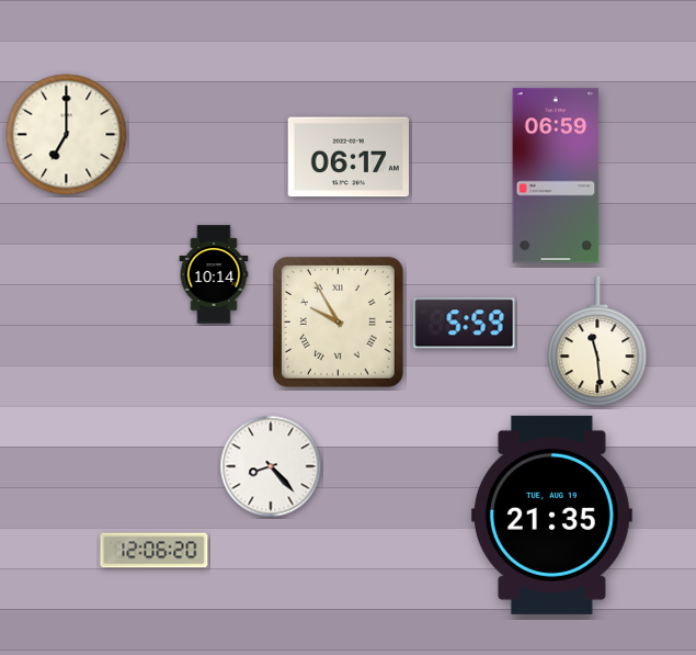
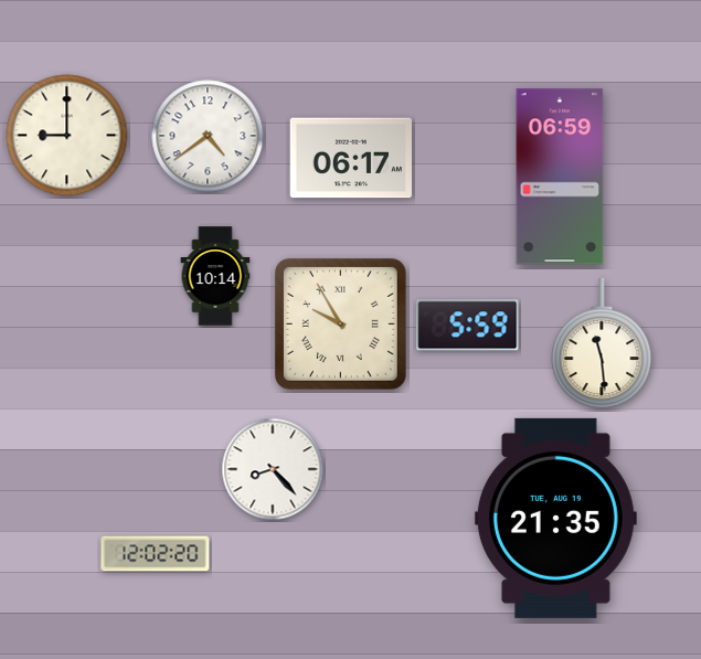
clock at (67, 135): 7:00 -> 9:00
clock at (208, 136): none -> 4:39
clock at (155, 551): 12:06 -> 12:02
